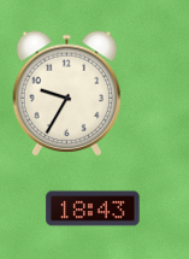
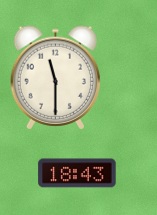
clock at (67, 94): 9:35 -> 11:30
